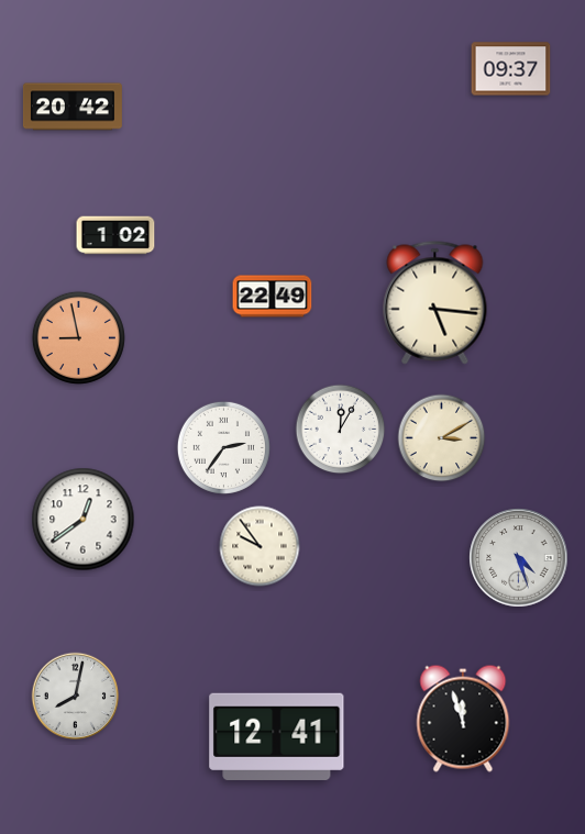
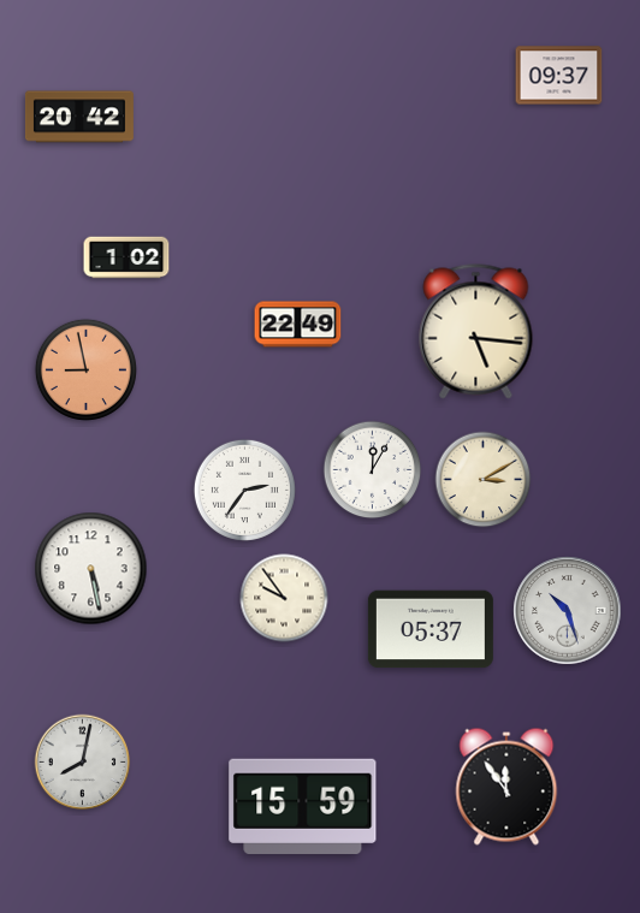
clock at (84, 520): 12:39 -> 5:28
clock at (519, 558): 4:27 -> 10:27
clock at (431, 629): none -> 05:37
clock at (463, 719): 11:57 -> 11:54
clock at (277, 736): 12:41 -> 15:59
